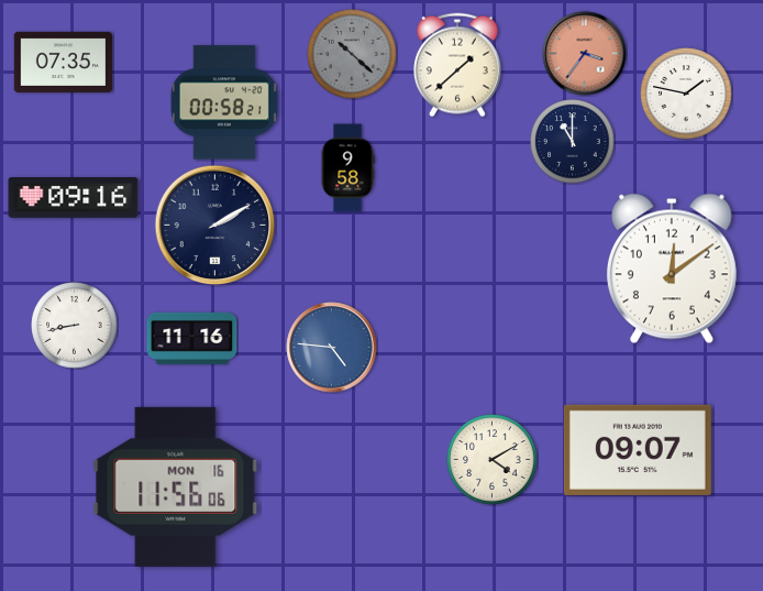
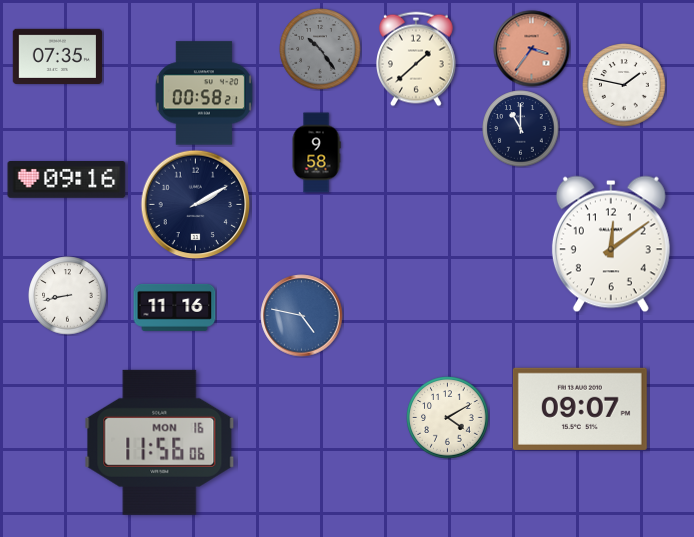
clock at (352, 54): 10:22 -> 10:24
clock at (332, 348): 4:46 -> 4:47
